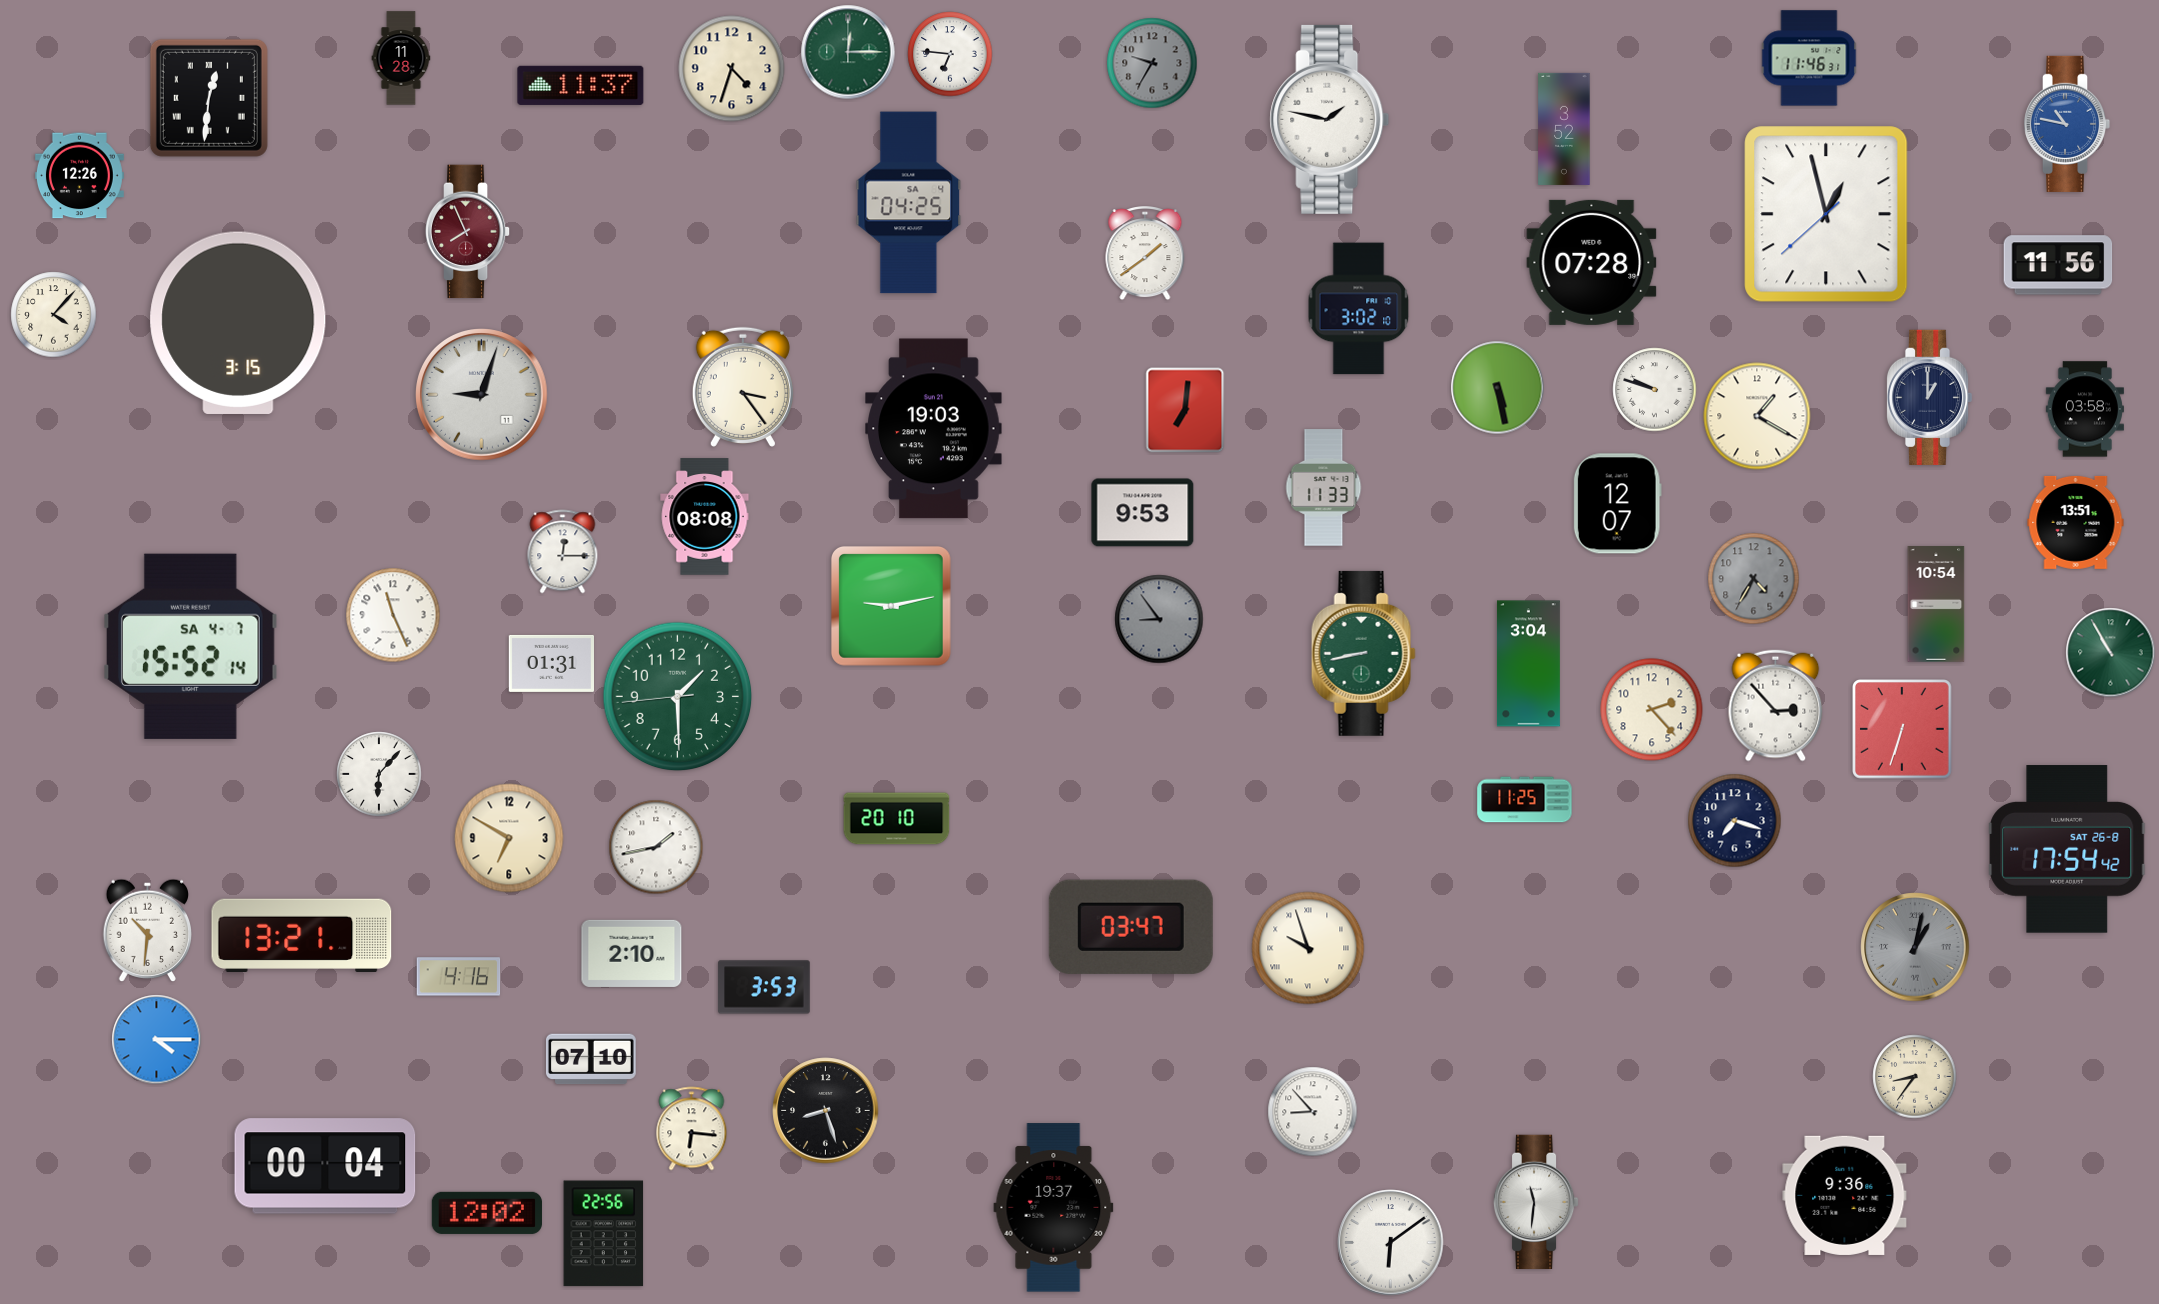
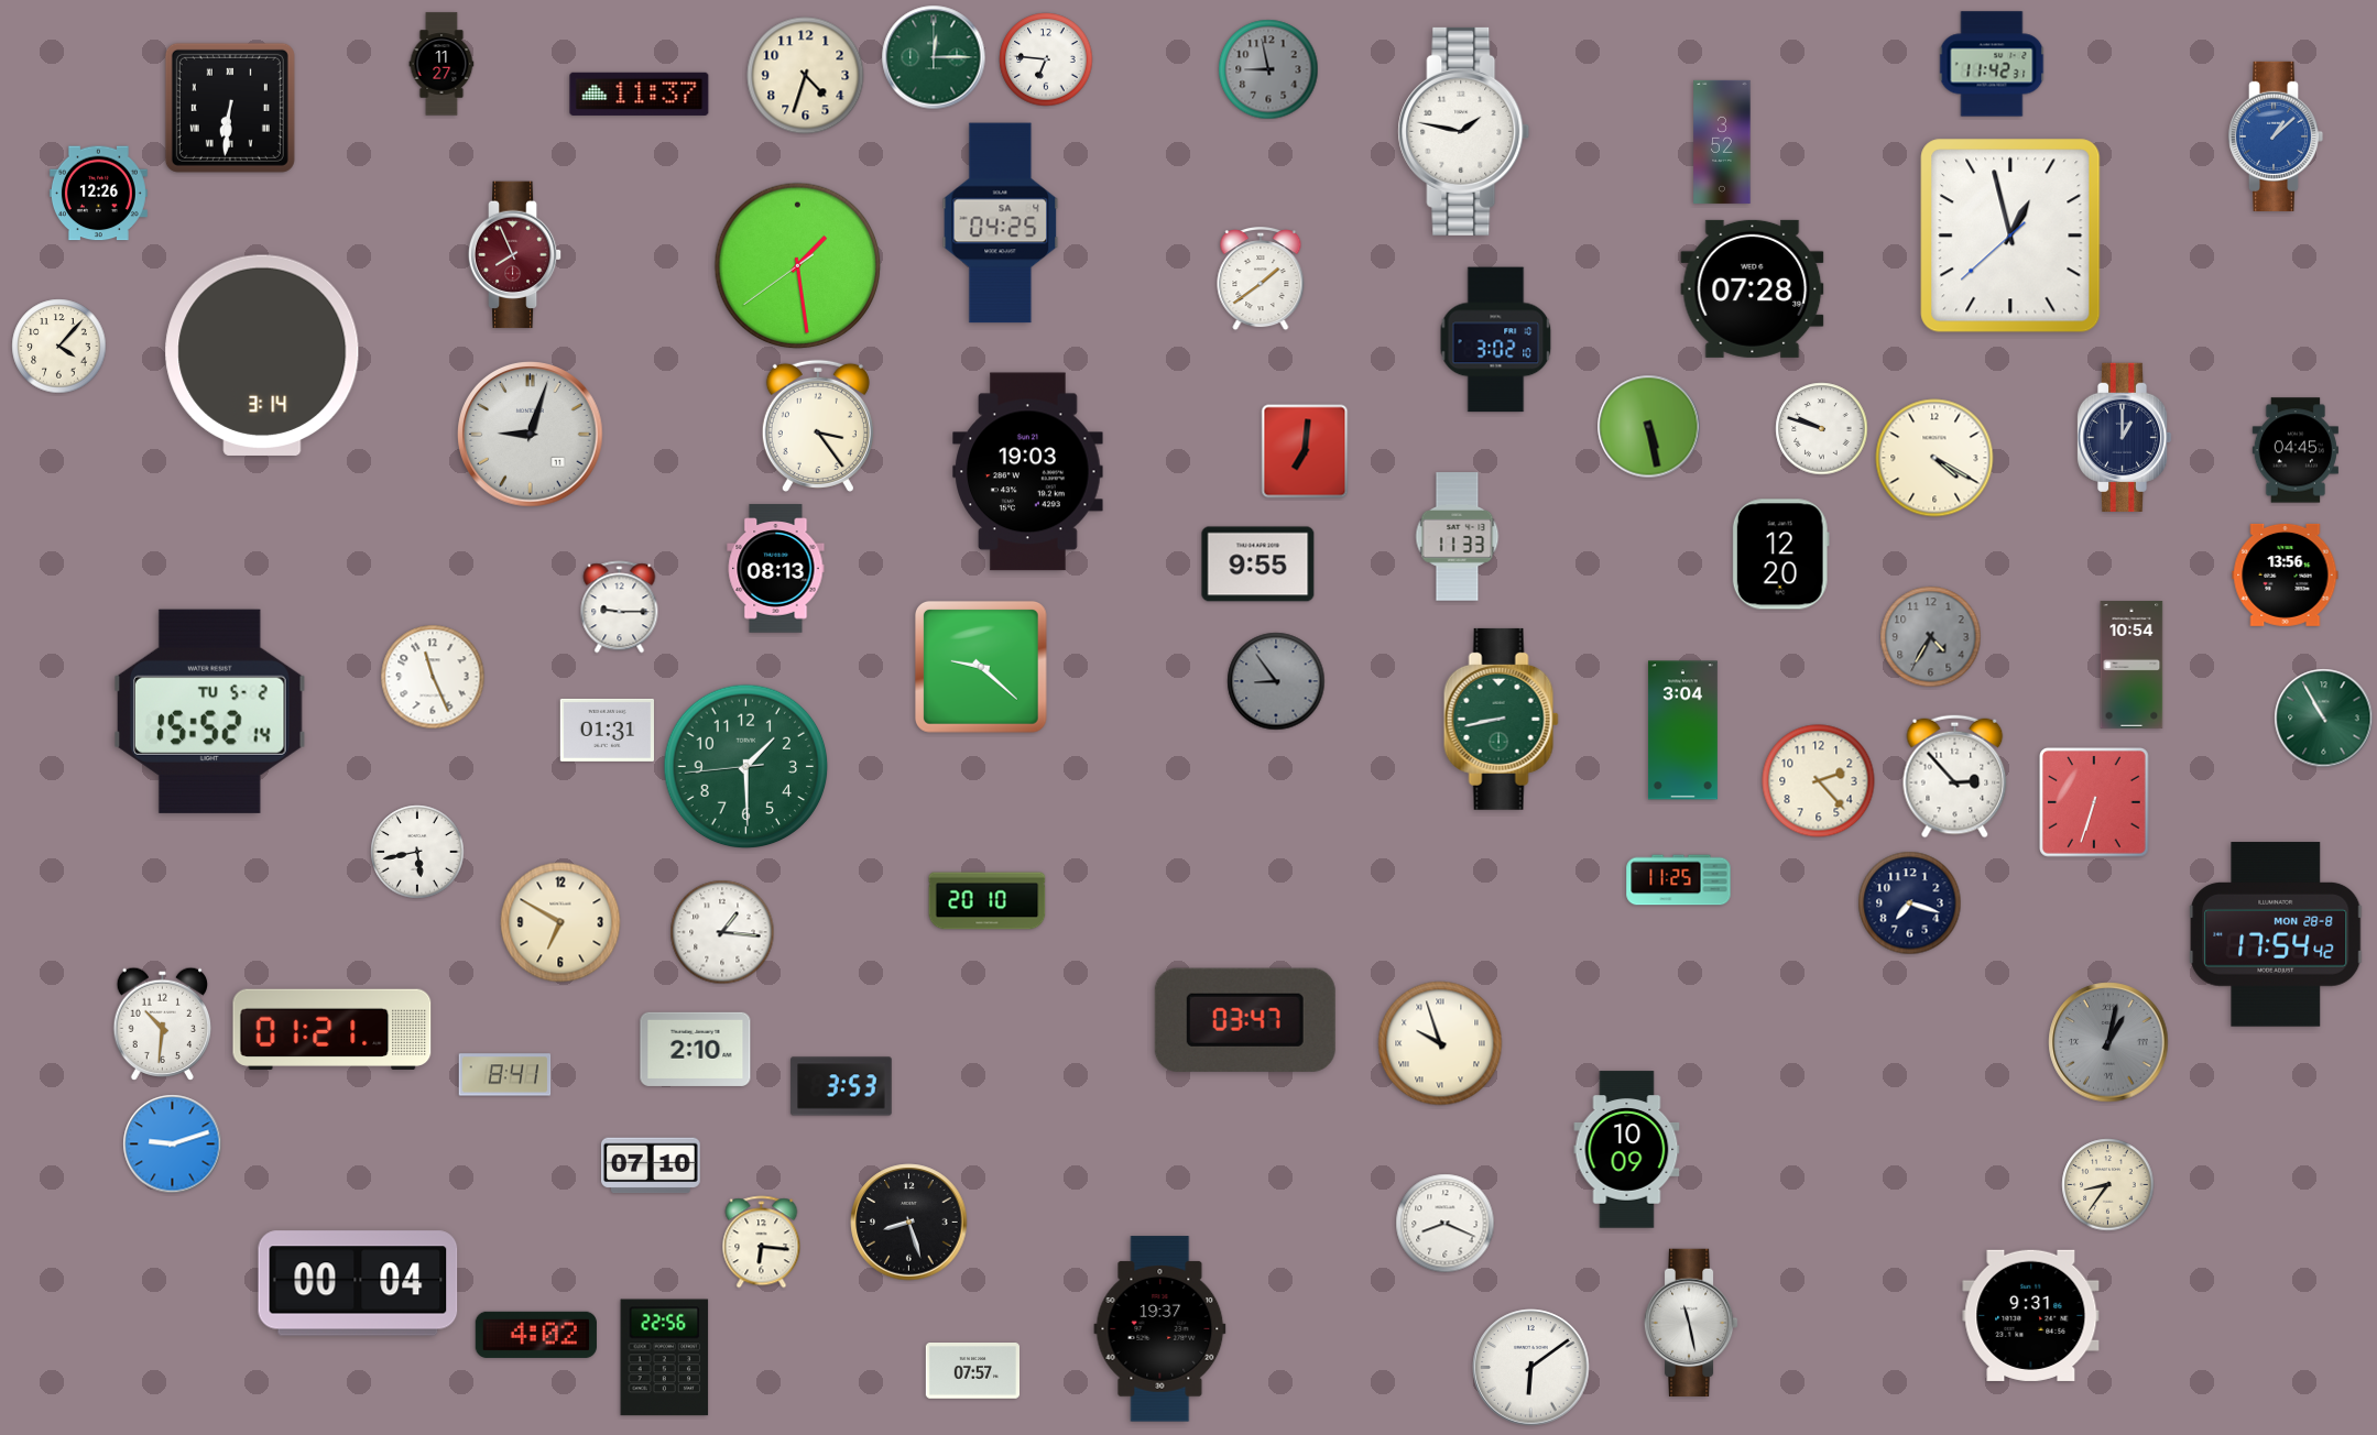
clock at (401, 58): 11:28 -> 11:27
clock at (1809, 58): 11:46 -> 11:42
clock at (1152, 63): 9:35 -> 8:58
clock at (209, 98): 12:31 -> 6:31
clock at (2067, 124): 10:47 -> 1:08
clock at (79, 176) position: (79, 176) -> (98, 194)
clock at (798, 266): none -> 1:28
clock at (2058, 265): 11:56 -> none
clock at (238, 323): 3:15 -> 3:14
clock at (2085, 409): 03:58 -> 04:45
clock at (1757, 416): 1:20 -> 4:20
clock at (1617, 504): 12:07 -> 12:20
clock at (1143, 513): 9:53 -> 9:55
clock at (705, 517): 08:08 -> 08:13
clock at (2076, 522): 13:51 -> 13:56
clock at (563, 552): 12:15 -> 9:15
clock at (891, 606): 9:13 -> 9:22
clock at (191, 646) date: SA 4-7 -> TU 5-2
clock at (379, 774): 6:07 -> 5:43
clock at (656, 847): 1:43 -> 1:16
clock at (2067, 849) date: SAT 26-8 -> MON 28-8
clock at (302, 935): 13:21 -> 01:21
clock at (459, 977): 4:16 -> 8:41
clock at (157, 1040): 4:15 -> 9:12
clock at (1627, 1150): none -> 10:09
clock at (1313, 1112): 8:53 -> 8:19
clock at (1845, 1195): 9:36 -> 9:31
clock at (1536, 1201): 11:31 -> 11:28
clock at (487, 1213): 12:02 -> 4:02
clock at (972, 1371): none -> 07:57
